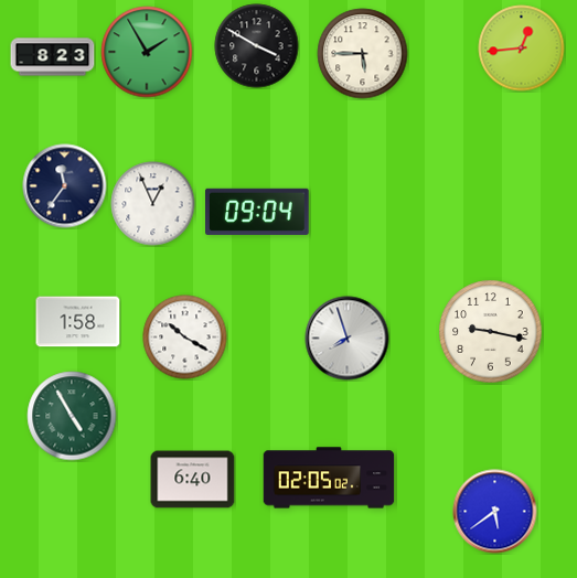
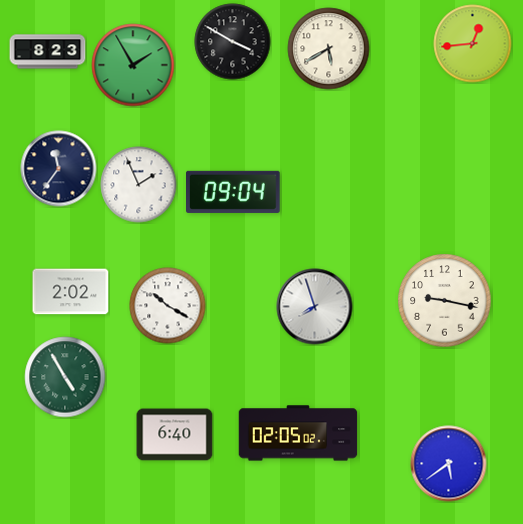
clock at (147, 52) position: (147, 52) -> (133, 65)
clock at (363, 54): 5:45 -> 5:40
clock at (153, 204): 12:56 -> 1:56
clock at (78, 322): 1:58 -> 2:02
